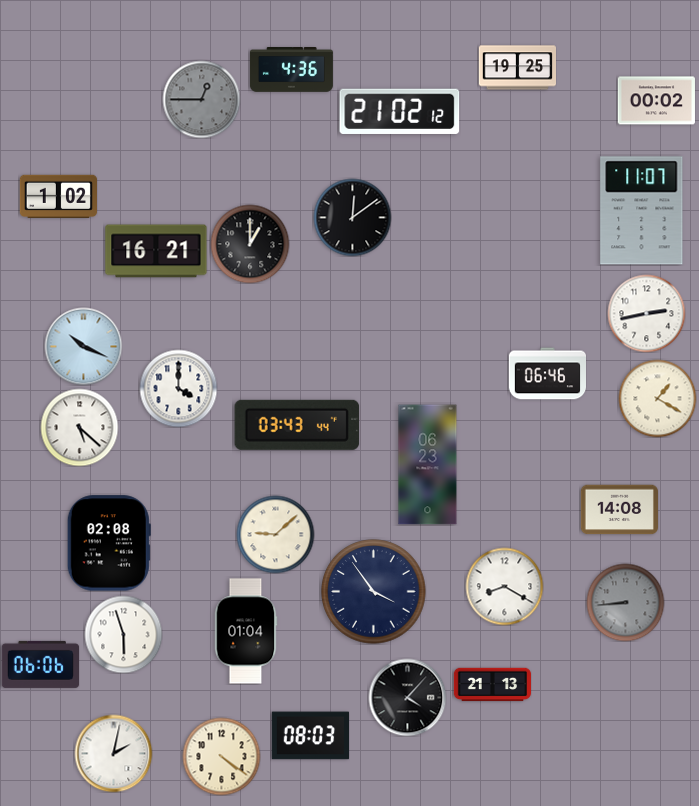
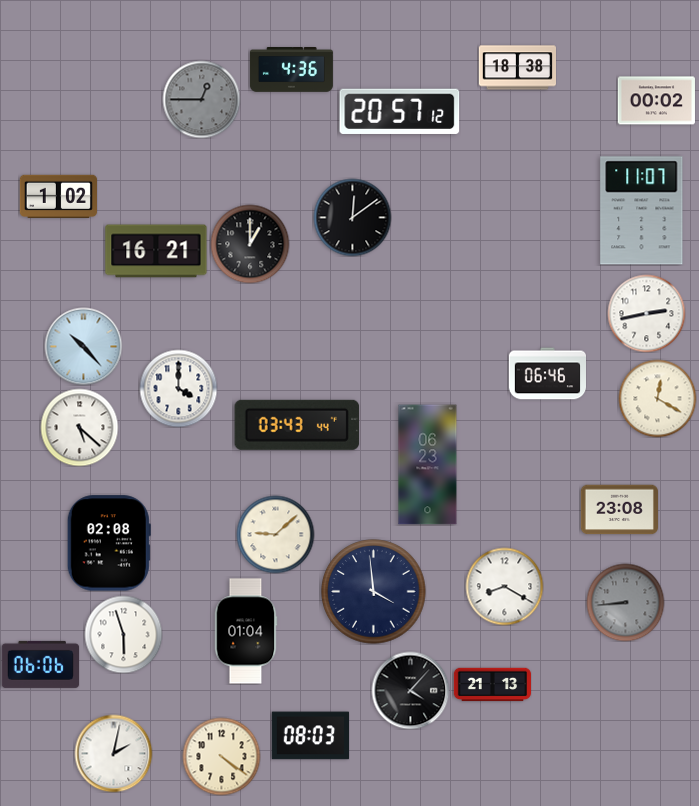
clock at (517, 68): 19:25 -> 18:38
clock at (400, 111): 21:02 -> 20:57
clock at (83, 346): 10:19 -> 10:23
clock at (657, 398): 1:20 -> 12:20
clock at (619, 510): 14:08 -> 23:08
clock at (374, 592): 3:54 -> 3:59
clock at (407, 697) position: (407, 697) -> (410, 690)
